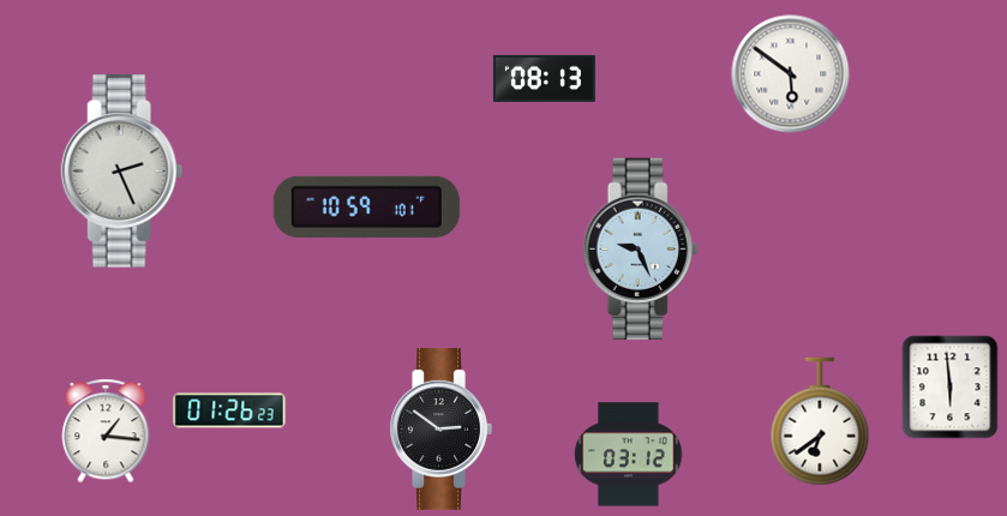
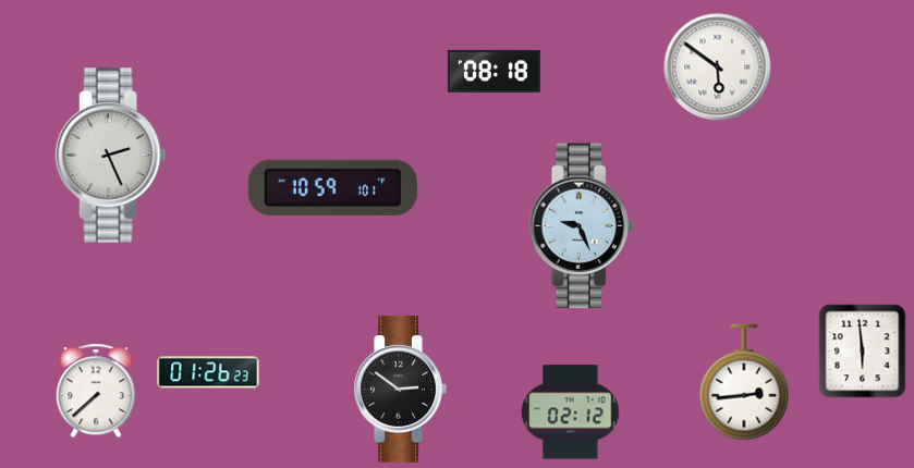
clock at (544, 78): 08:13 -> 08:18
clock at (820, 421): 6:39 -> 2:44
clock at (106, 431): 1:16 -> 7:38
clock at (629, 455): 03:12 -> 02:12
